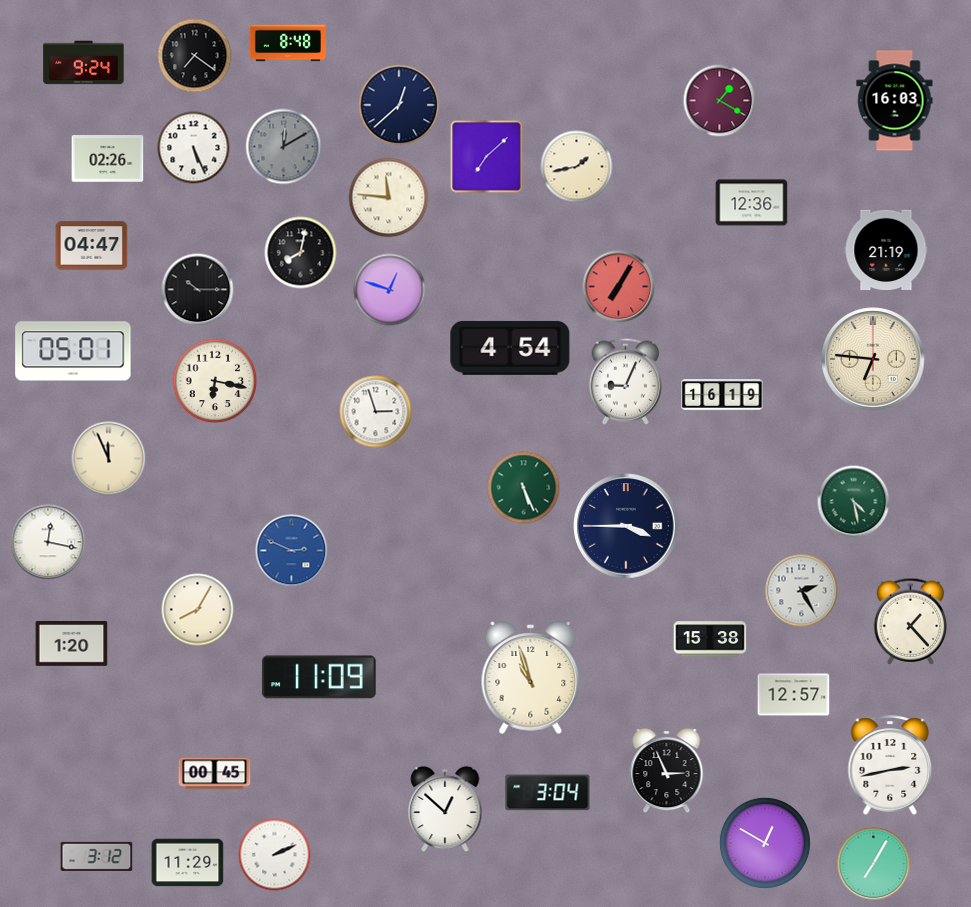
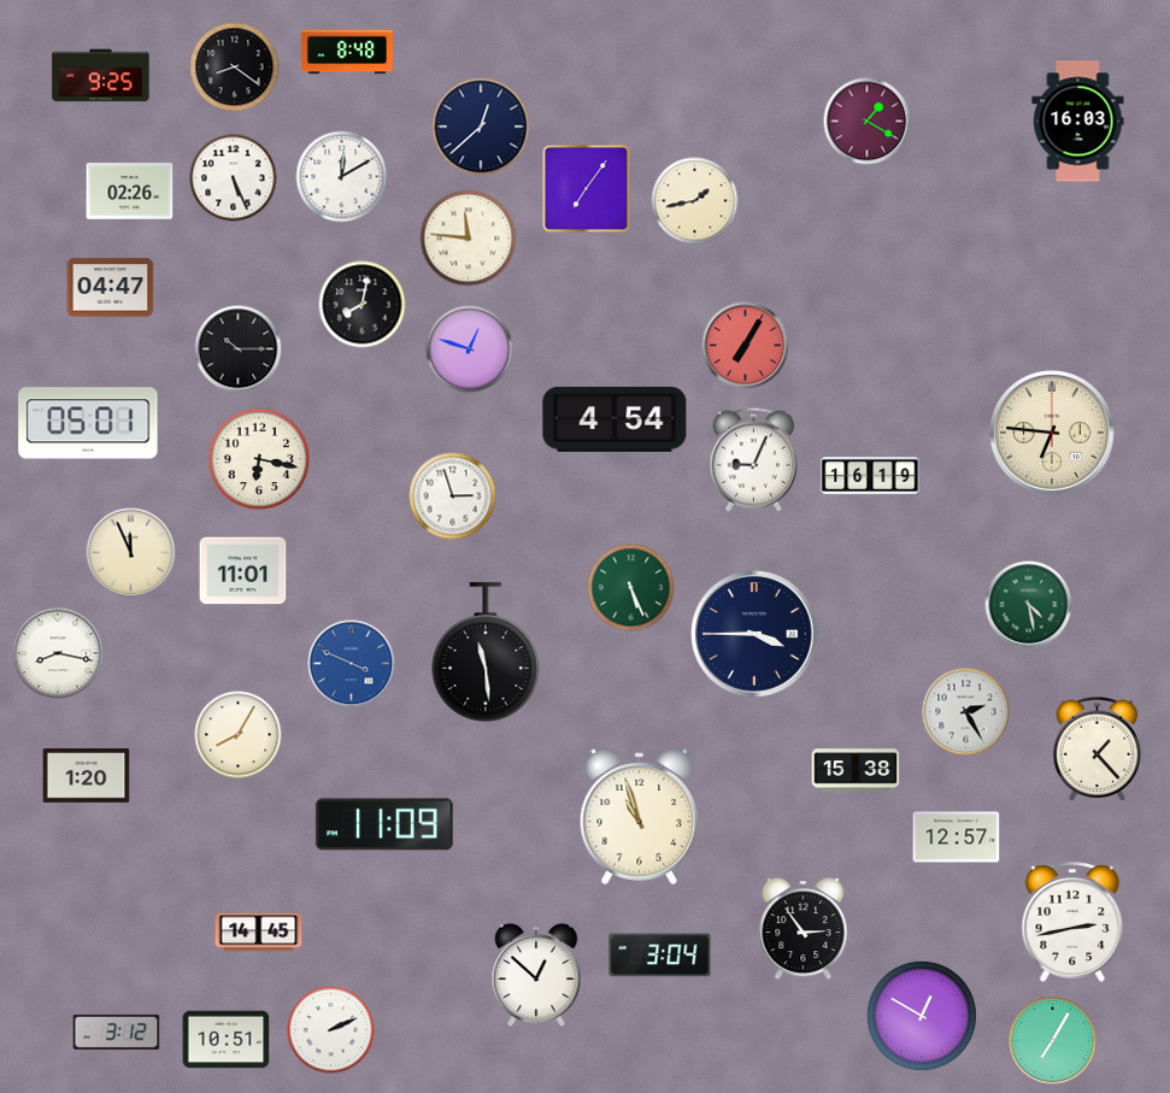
clock at (195, 56): 7:21 -> 8:21
clock at (84, 63): 9:24 -> 9:25
clock at (284, 147) dial: grey -> white
clock at (487, 157): 7:08 -> 7:06
clock at (752, 203): 12:36 -> none
clock at (92, 246) position: (92, 246) -> (111, 288)
clock at (886, 249): 21:19 -> none
clock at (243, 571): none -> 11:01
clock at (486, 652): none -> 11:29
clock at (48, 542): 12:17 -> 8:17
clock at (292, 551): 2:49 -> 3:49
clock at (319, 677) position: (319, 677) -> (384, 824)
clock at (667, 772): 2:56 -> 2:54
clock at (215, 774): 00:45 -> 14:45
clock at (188, 863): 11:29 -> 10:51
